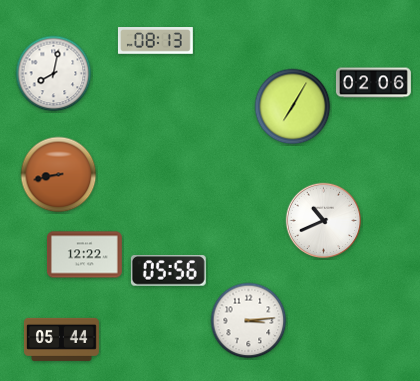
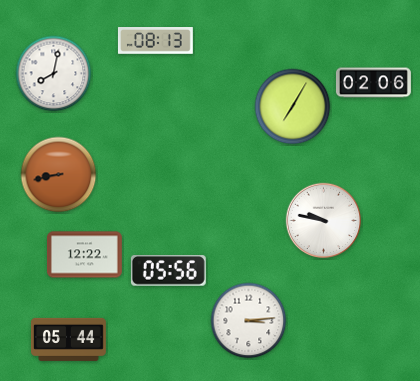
clock at (324, 221): 10:41 -> 9:47
clock at (62, 339) position: (62, 339) -> (69, 339)
